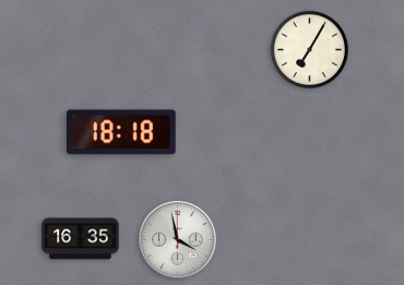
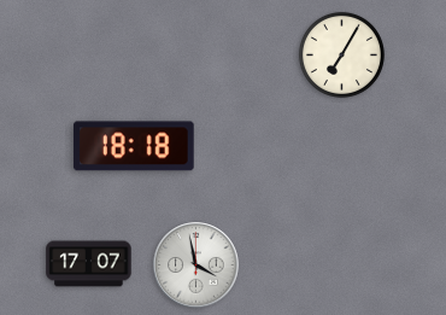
clock at (81, 239): 16:35 -> 17:07
